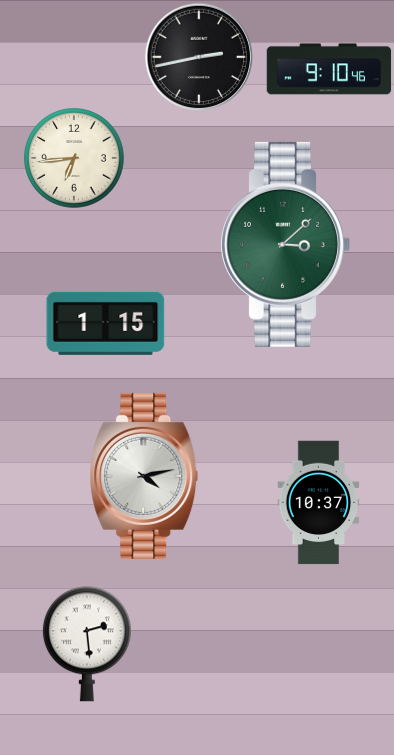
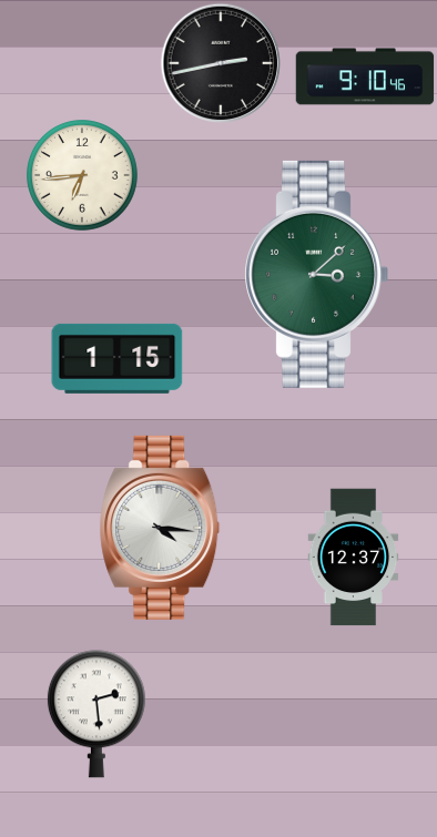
clock at (285, 244) position: (285, 244) -> (316, 274)
clock at (144, 476): 4:13 -> 4:16
clock at (319, 503): 10:37 -> 12:37
